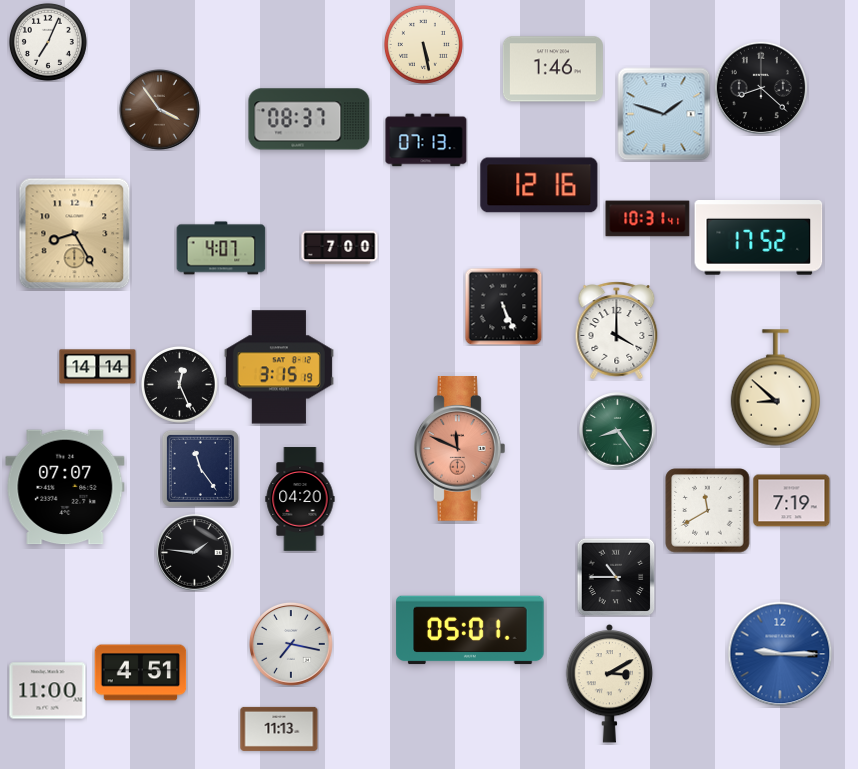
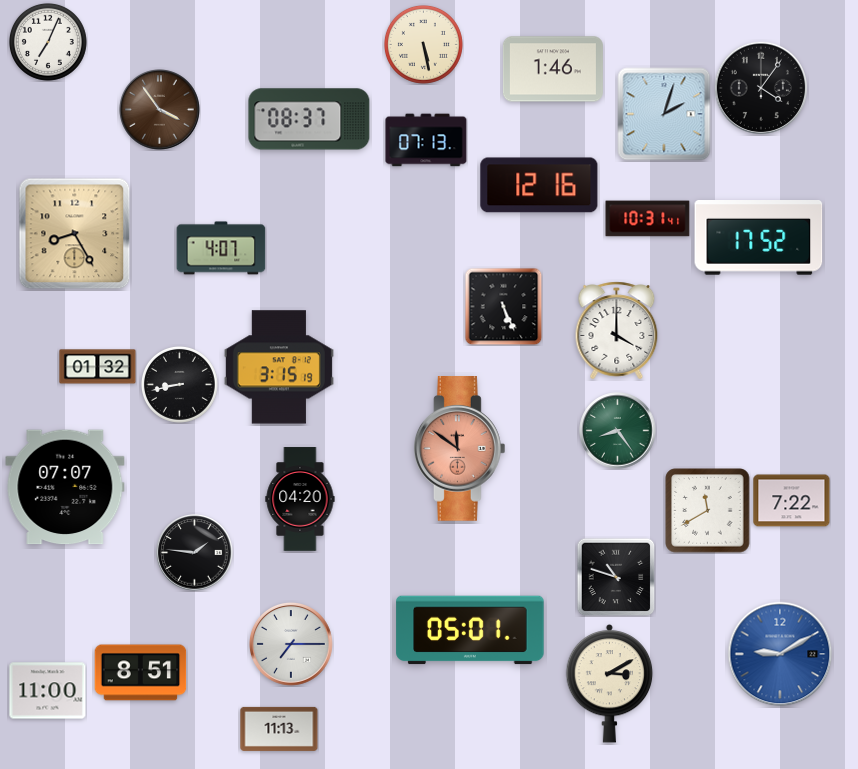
clock at (761, 88): 8:22 -> 4:06
clock at (664, 114): 1:48 -> 2:03
clock at (340, 248): 7:00 -> none
clock at (98, 367): 14:14 -> 01:32
clock at (179, 384): 12:26 -> 8:43
clock at (776, 388): 8:52 -> none
clock at (459, 449): 11:49 -> 11:51
clock at (200, 468): 11:24 -> none
clock at (792, 501): 7:19 -> 7:22
clock at (616, 577): 10:45 -> 10:48
clock at (292, 645): 7:17 -> 7:15
clock at (780, 654): 9:15 -> 9:10
clock at (141, 673): 4:51 -> 8:51
